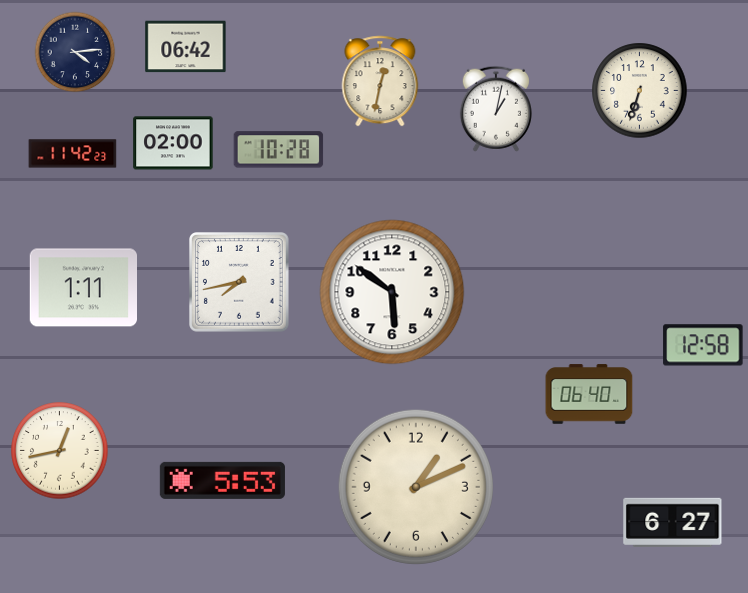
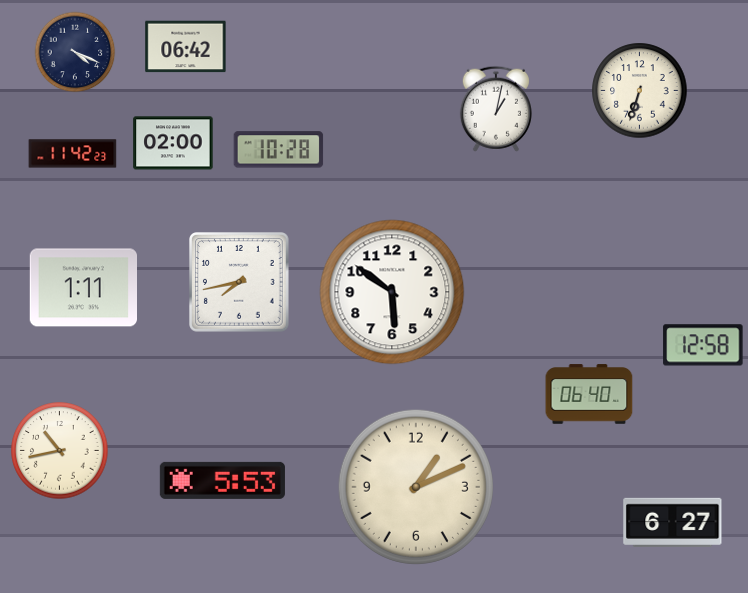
clock at (75, 52): 4:14 -> 4:19
clock at (380, 81): 12:32 -> none
clock at (60, 451): 12:43 -> 10:43
